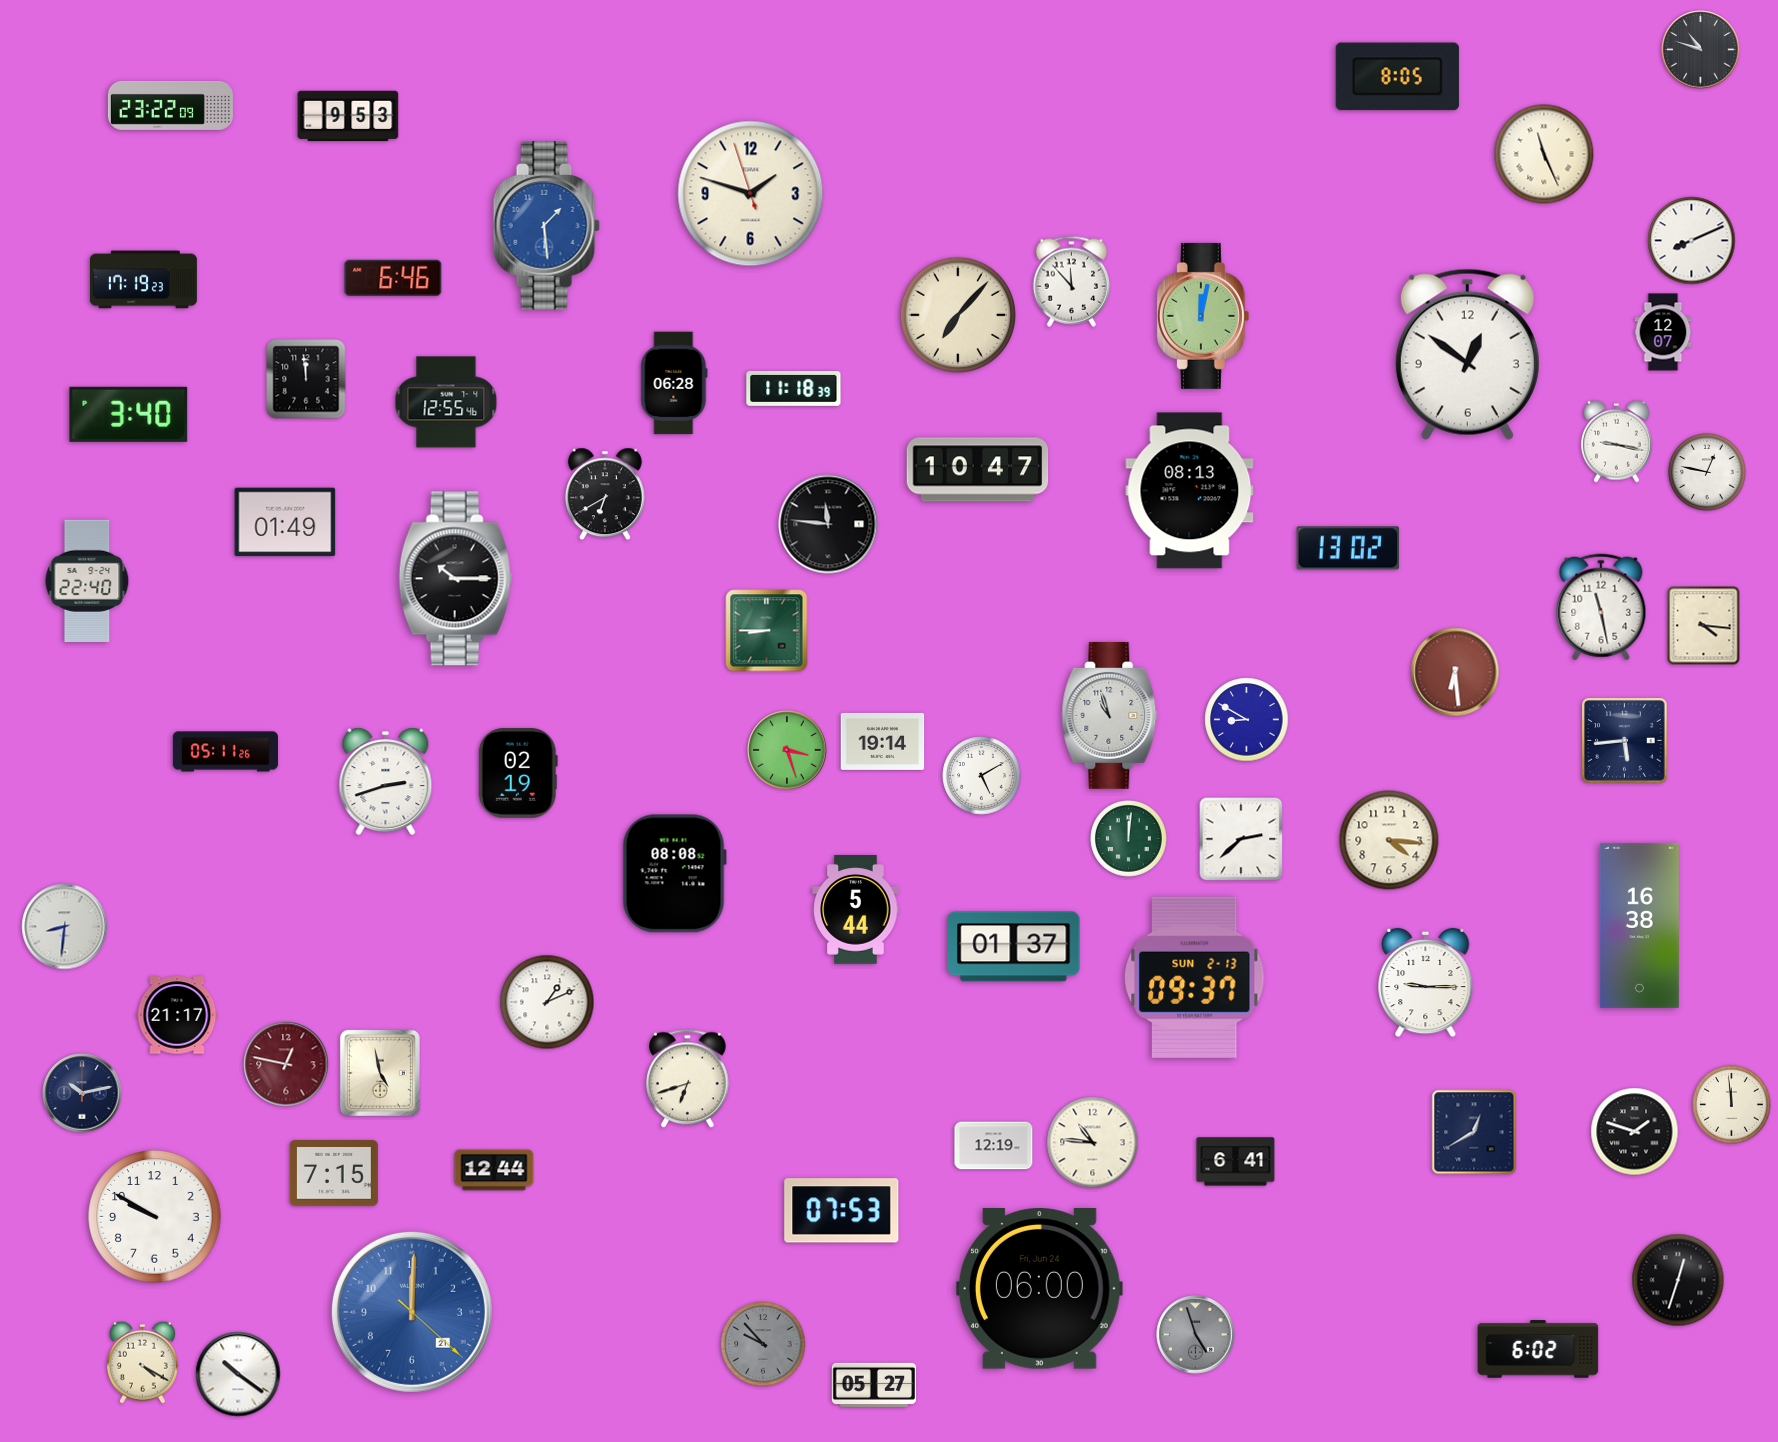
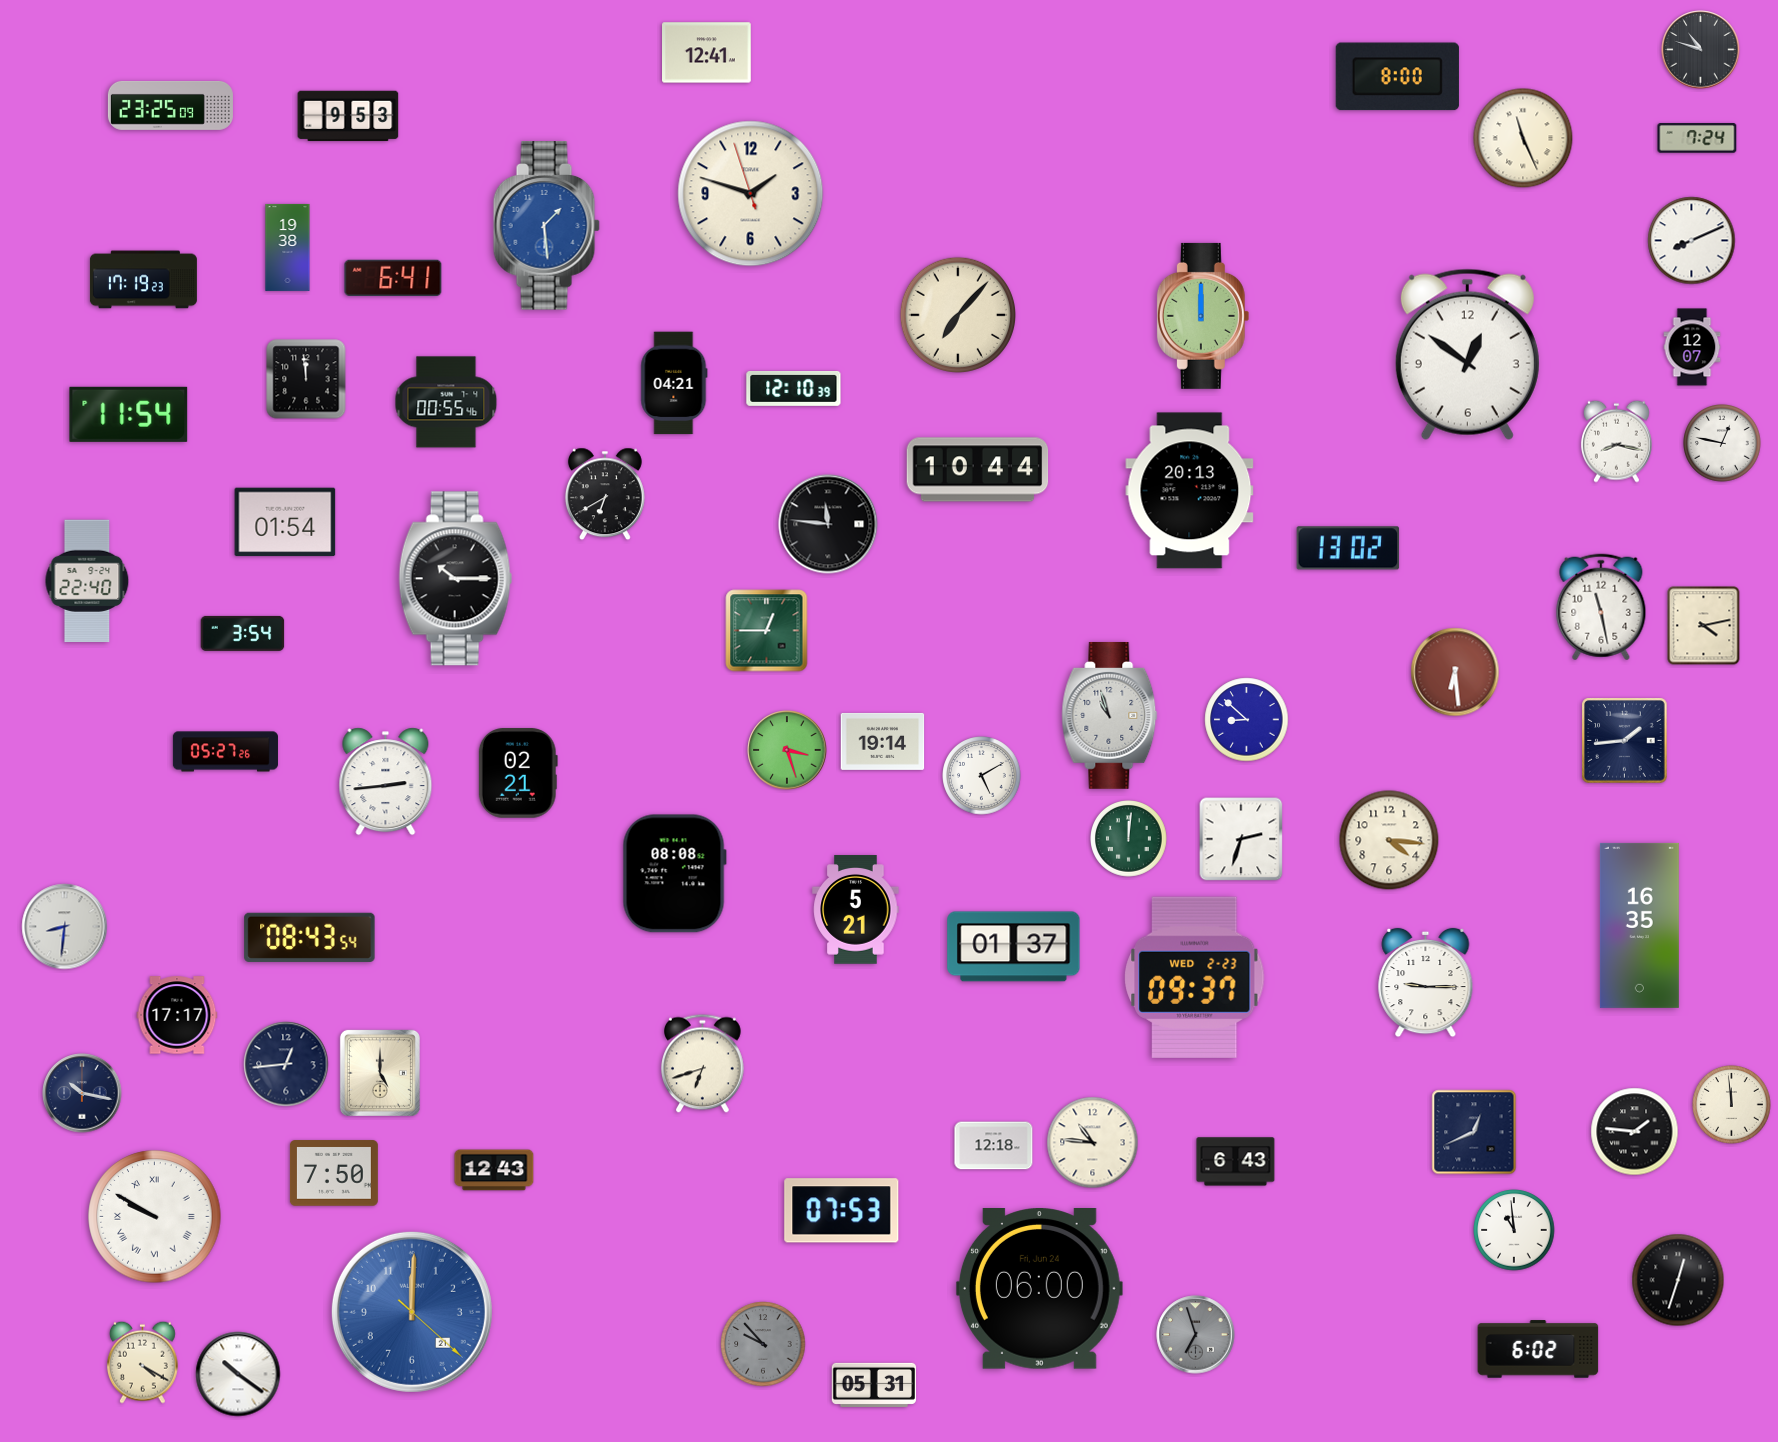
clock at (707, 53): none -> 12:41
clock at (1397, 77): 8:05 -> 8:00
clock at (170, 105): 23:22 -> 23:25
clock at (1697, 138): none -> 7:24
clock at (1544, 154) position: (1544, 154) -> (1523, 138)
clock at (288, 247): none -> 19:38
clock at (393, 277): 6:46 -> 6:41
clock at (1072, 281): 11:53 -> none
clock at (1203, 316): 12:02 -> 12:00
clock at (1663, 332) position: (1663, 332) -> (1692, 347)
clock at (674, 383): 06:28 -> 04:21
clock at (794, 389): 11:18 -> 12:10
clock at (446, 402): 12:55 -> 00:55
clock at (129, 414): 3:40 -> 11:54
clock at (1616, 441): 9:17 -> 8:17
clock at (978, 470): 10:47 -> 10:44
clock at (1708, 473) position: (1708, 473) -> (1723, 444)
clock at (1190, 491): 08:13 -> 20:13
clock at (285, 522): 01:49 -> 01:54
clock at (1704, 626): 4:16 -> 4:13
clock at (767, 631): 8:45 -> 12:45
clock at (243, 633): none -> 3:54
clock at (1247, 720): 8:50 -> 8:52
clock at (1625, 741): 5:44 -> 1:44
clock at (225, 752): 05:11 -> 05:27
clock at (518, 773): 02:19 -> 02:21
clock at (386, 782): 2:42 -> 2:44
clock at (1241, 839): 2:38 -> 2:33
clock at (856, 910): 5:44 -> 5:21
clock at (1639, 925): 16:38 -> 16:35
clock at (310, 937): none -> 08:43
clock at (1195, 977) date: SUN 2-13 -> WED 2-23
clock at (547, 1002): 1:11 -> none
clock at (177, 1015): 21:17 -> 17:17
clock at (286, 1064): 12:47 -> 12:44
clock at (286, 1064) dial: burgundy -> navy
clock at (380, 1073): 4:58 -> 5:00
clock at (688, 1079) position: (688, 1079) -> (703, 1064)
clock at (82, 1093): 10:13 -> 10:17
clock at (1474, 1132): 12:40 -> 12:41
clock at (1635, 1132): 1:48 -> 1:46
clock at (994, 1146): 12:19 -> 12:18
clock at (1236, 1162): 6:41 -> 6:43
clock at (494, 1170): 12:44 -> 12:43
clock at (334, 1173): 7:15 -> 7:50
clock at (155, 1217) numerals: Arabic -> Roman
clock at (1514, 1230): none -> 10:59
clock at (1196, 1335): 4:57 -> 6:57
clock at (874, 1385): 05:27 -> 05:31
